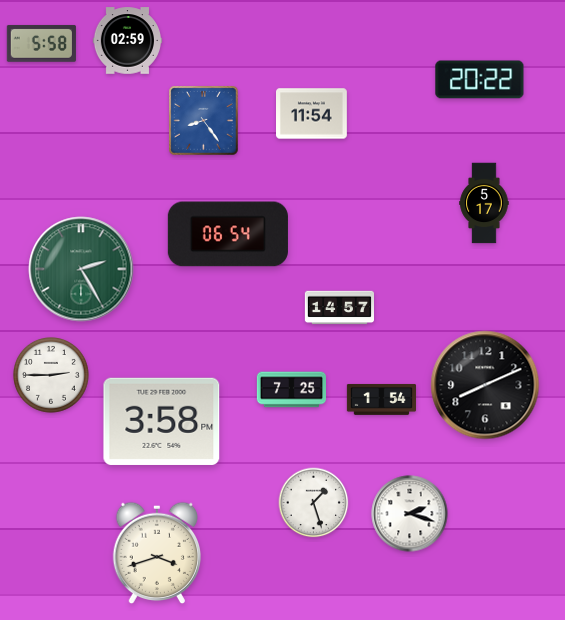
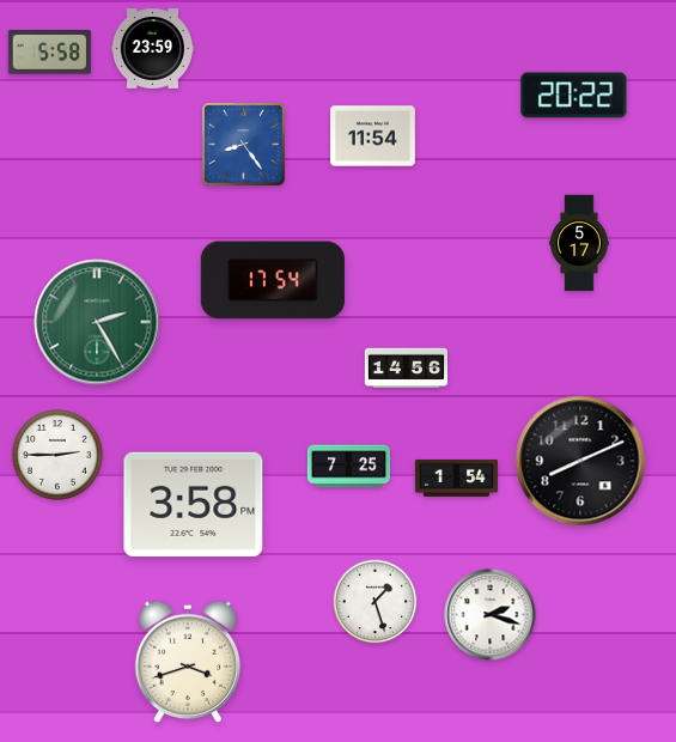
clock at (127, 41): 02:59 -> 23:59
clock at (228, 234): 06:54 -> 17:54
clock at (339, 308): 14:57 -> 14:56
clock at (52, 376) position: (52, 376) -> (59, 456)
